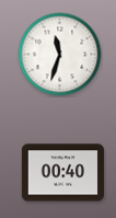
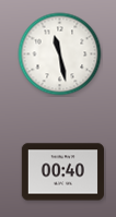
clock at (60, 55): 11:33 -> 11:28
